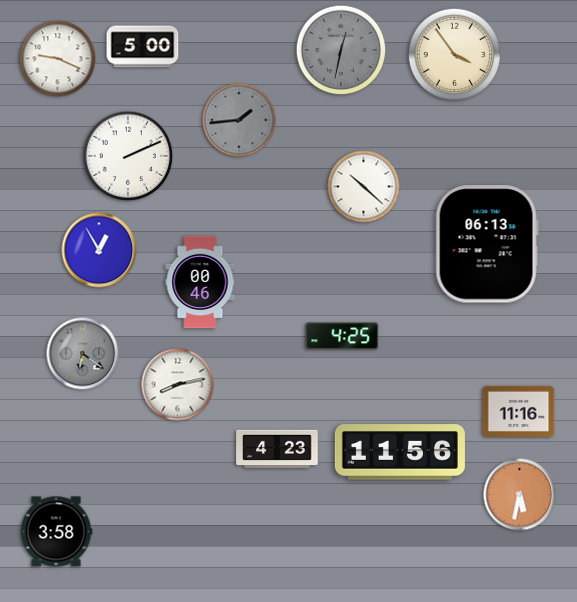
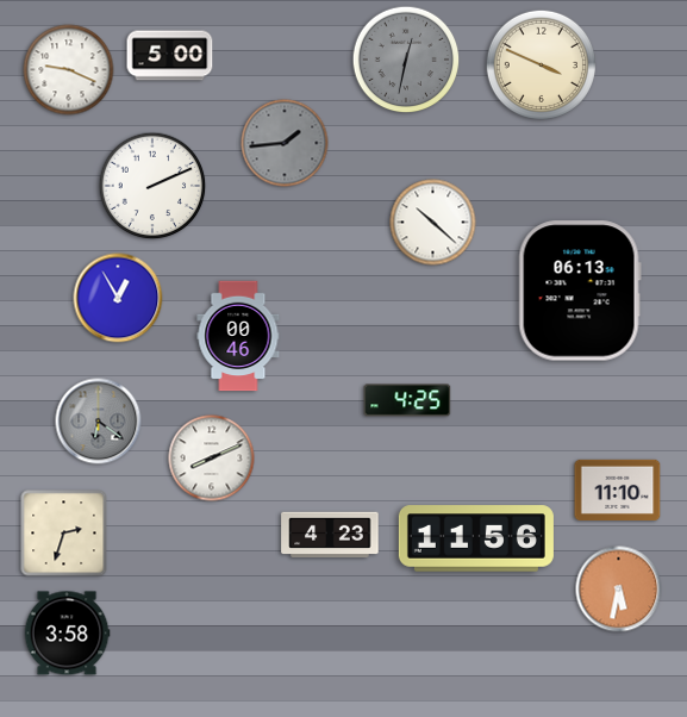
clock at (454, 54): 3:54 -> 3:49
clock at (178, 385): 8:13 -> 8:11
clock at (519, 411): 11:16 -> 11:10
clock at (64, 534): none -> 2:33
